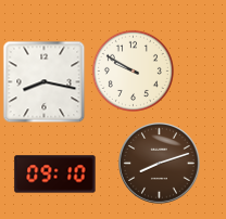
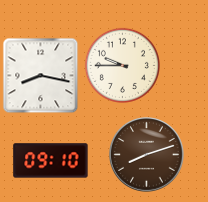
clock at (133, 70): 9:50 -> 9:45
clock at (160, 164) position: (160, 164) -> (147, 155)
